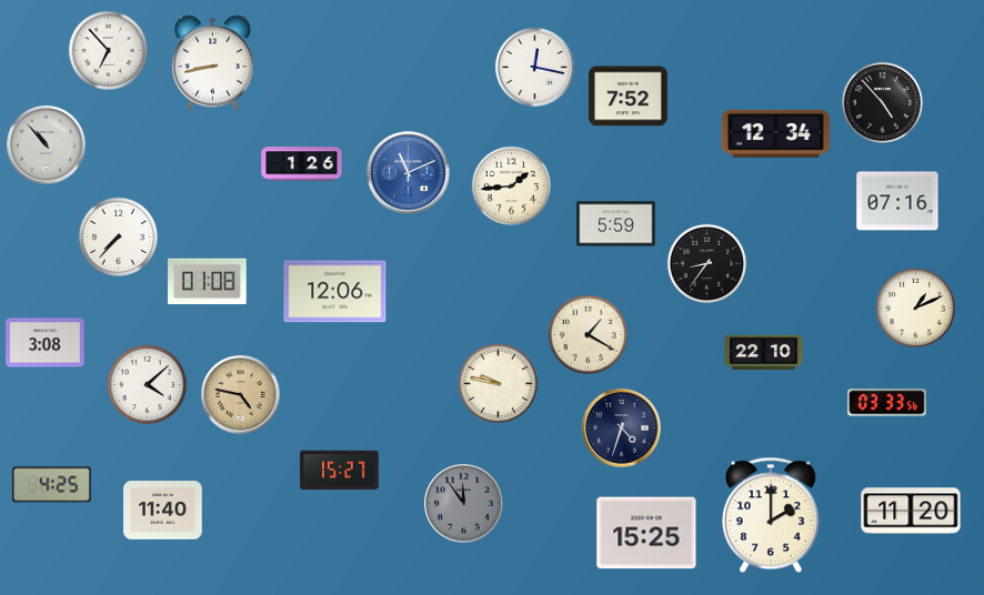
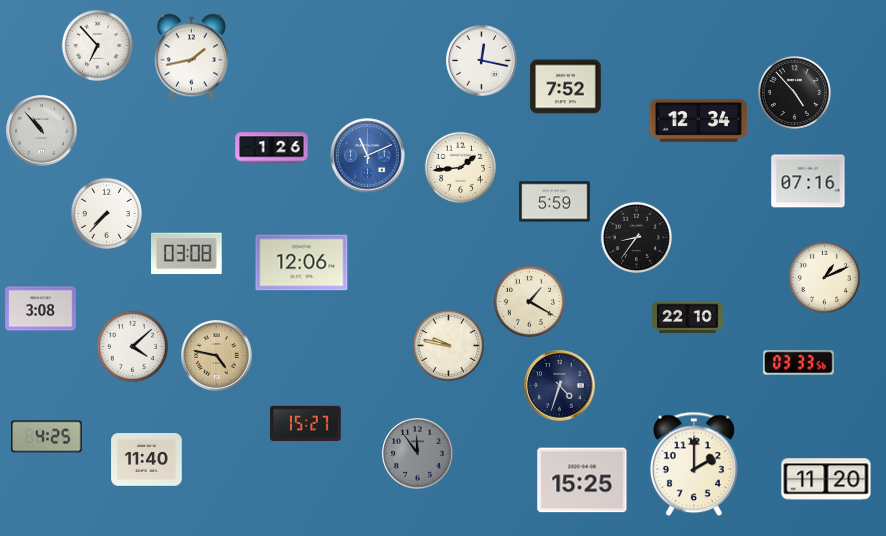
clock at (212, 63): 8:43 -> 1:43
clock at (208, 282): 01:08 -> 03:08
clock at (911, 511) position: (911, 511) -> (826, 479)
